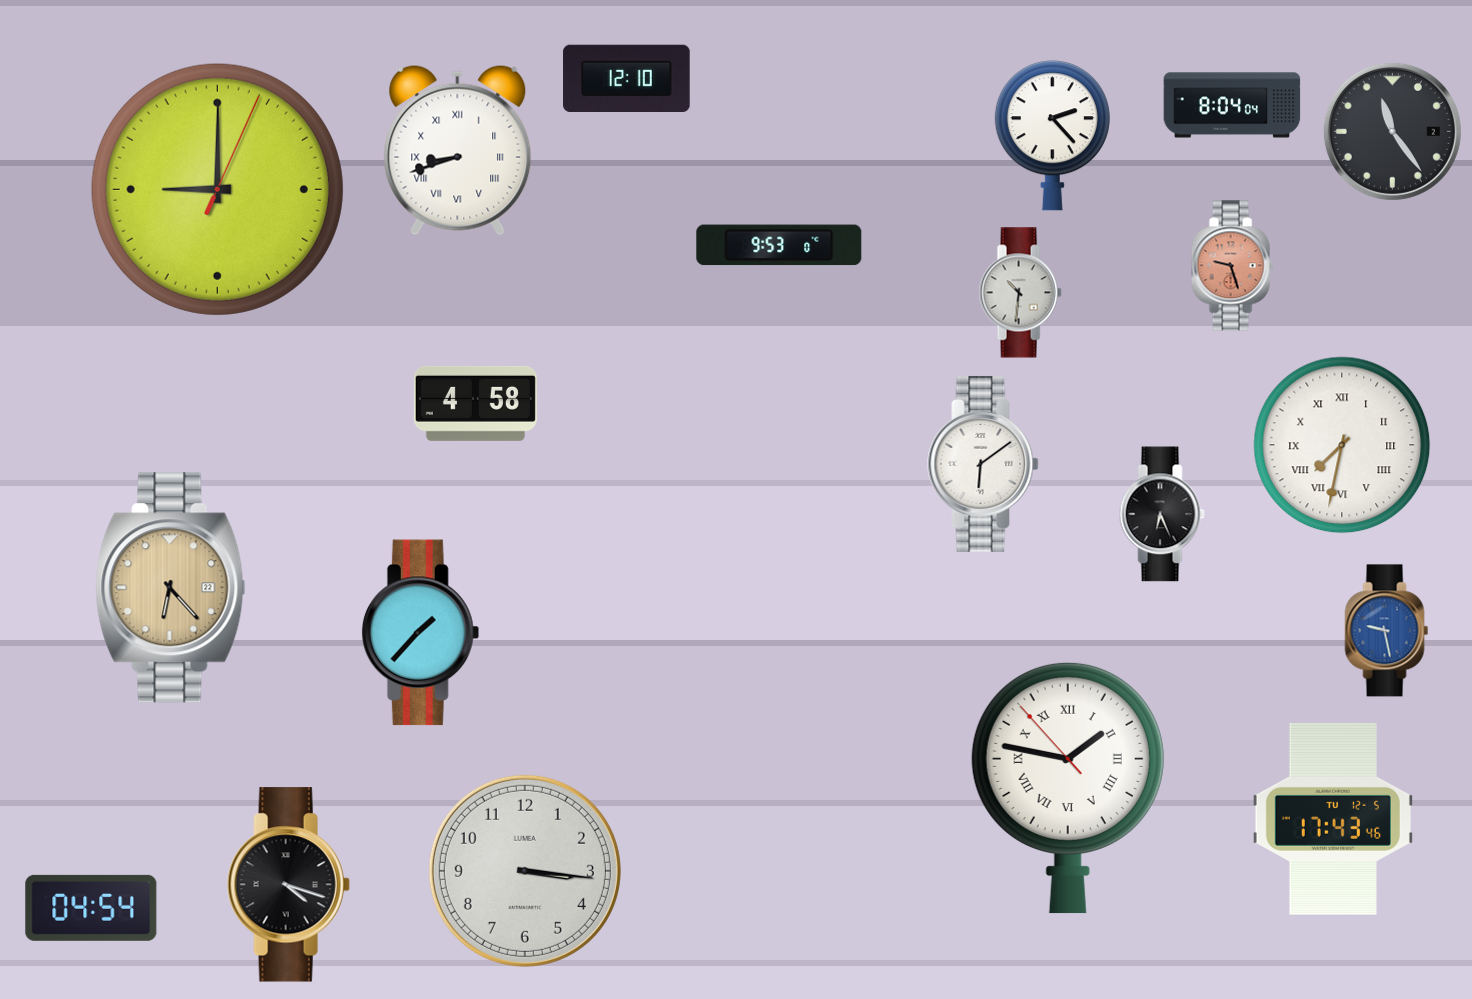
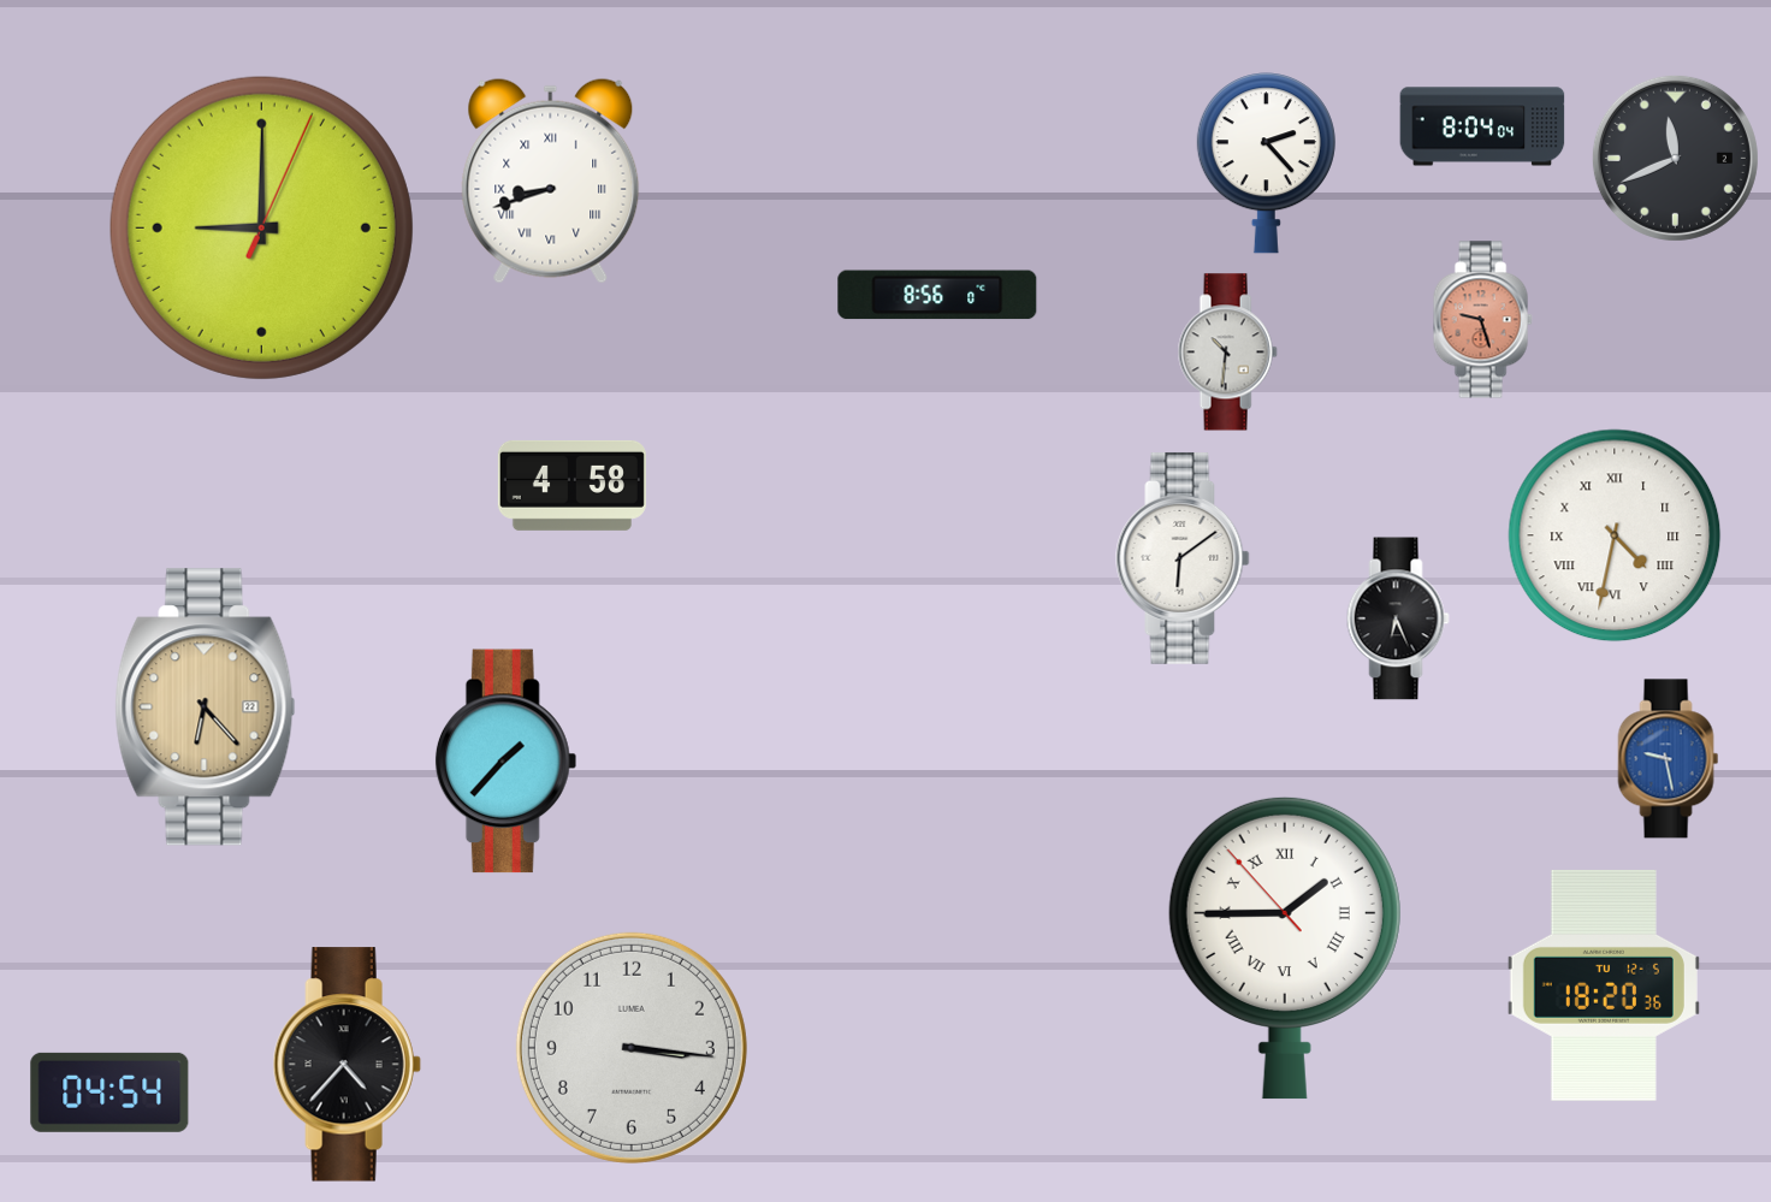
clock at (627, 78): 12:10 -> none
clock at (1392, 131): 11:24 -> 11:41
clock at (779, 245): 9:53 -> 8:56
clock at (1342, 445): 7:32 -> 4:32
clock at (1068, 788): 1:46 -> 1:44
clock at (1333, 819): 17:43 -> 18:20
clock at (288, 885): 4:18 -> 4:37
